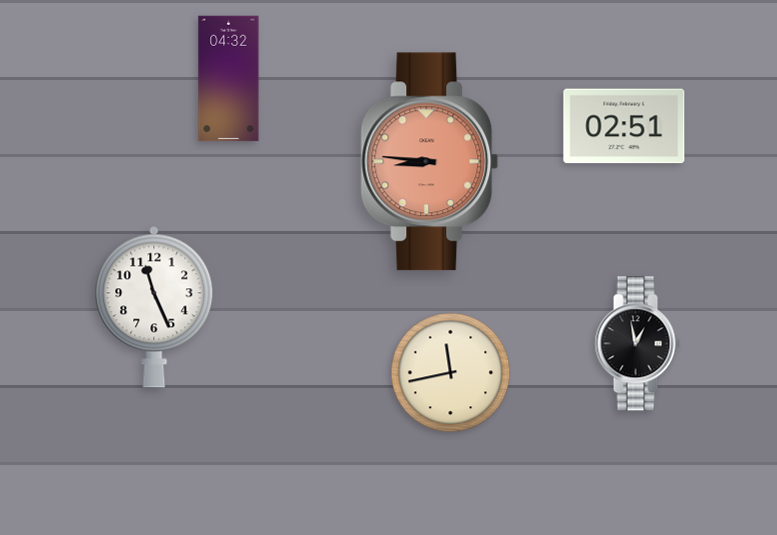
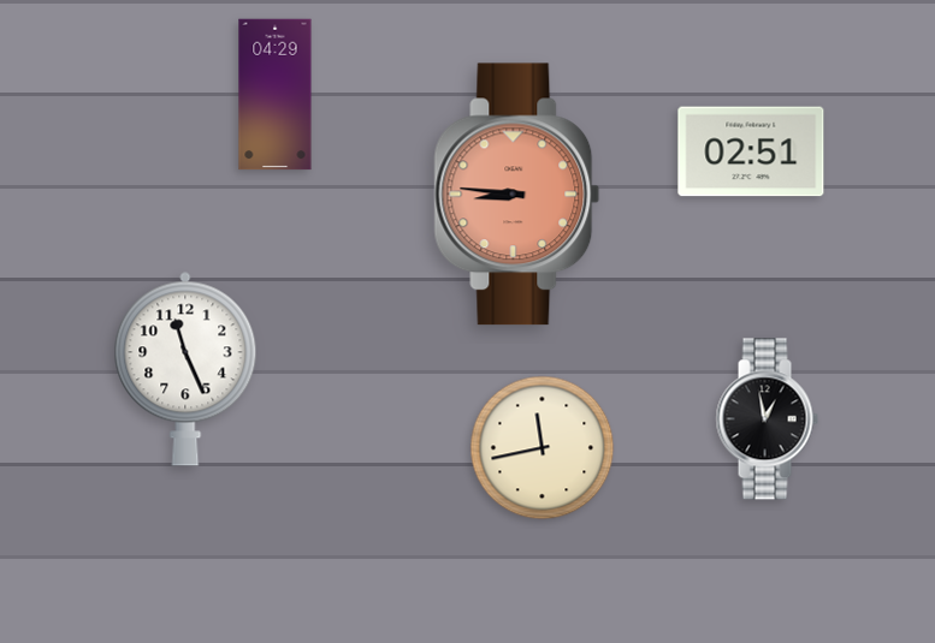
clock at (229, 79): 04:32 -> 04:29
clock at (637, 344) position: (637, 344) -> (767, 419)
